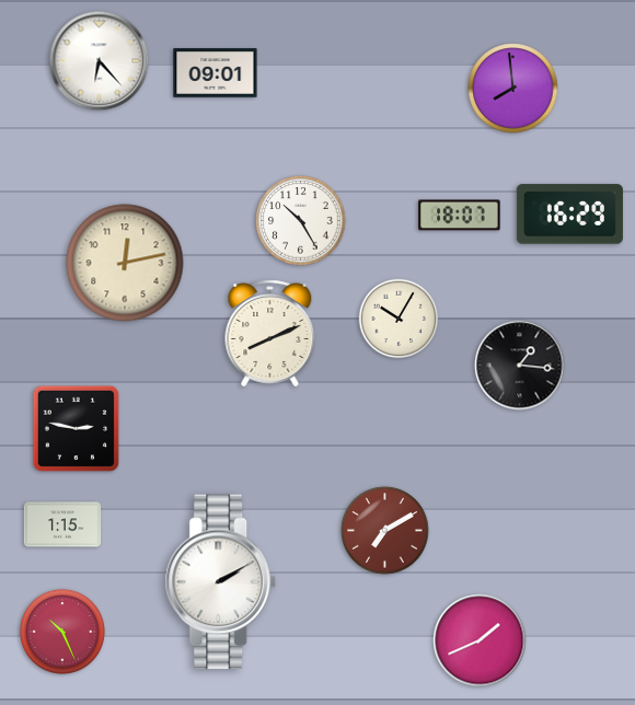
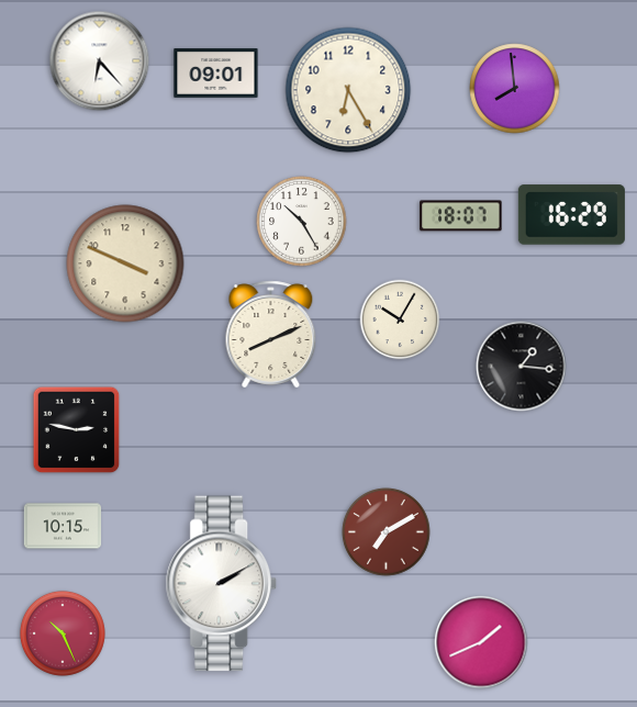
clock at (348, 90): none -> 6:25
clock at (125, 263): 12:13 -> 3:49
clock at (62, 524): 1:15 -> 10:15
